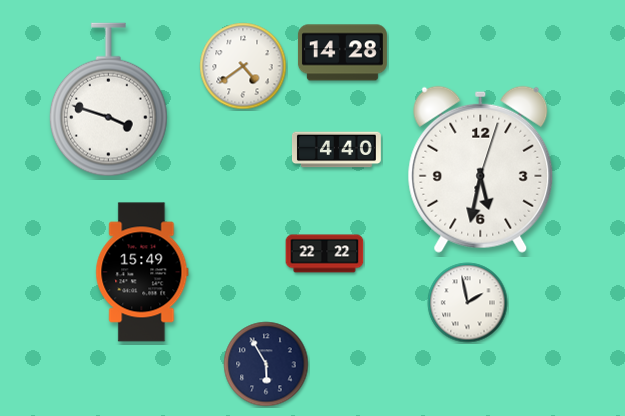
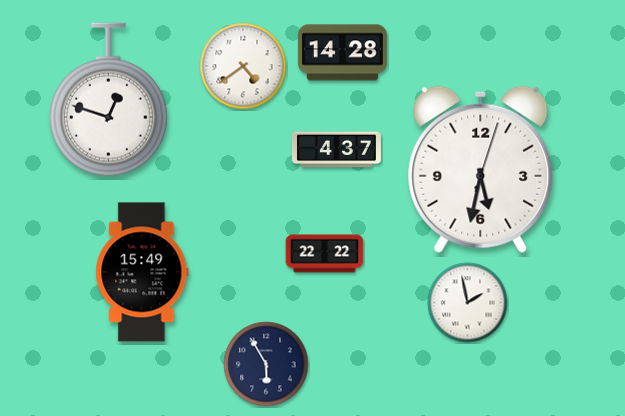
clock at (108, 100): 3:48 -> 12:48
clock at (336, 150): 4:40 -> 4:37
